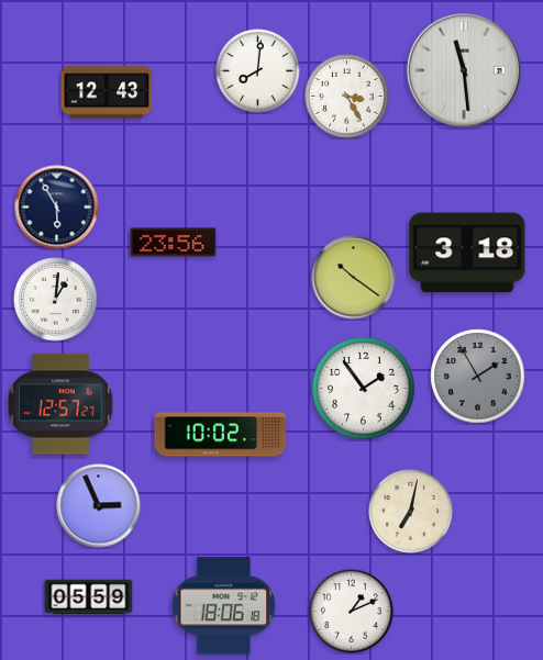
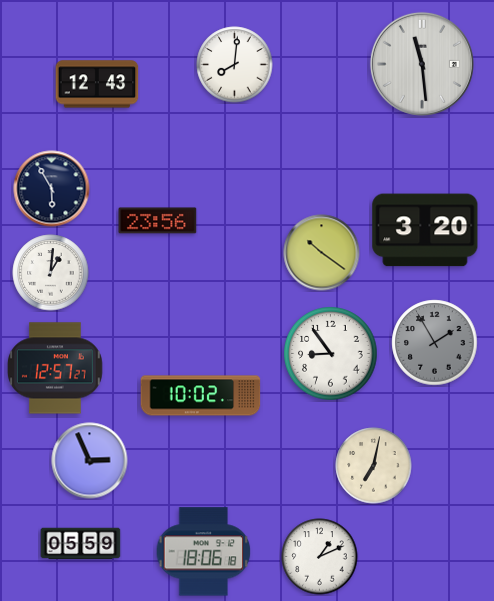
clock at (347, 97): 3:25 -> none
clock at (467, 253): 3:18 -> 3:20
clock at (364, 389): 1:54 -> 8:54
